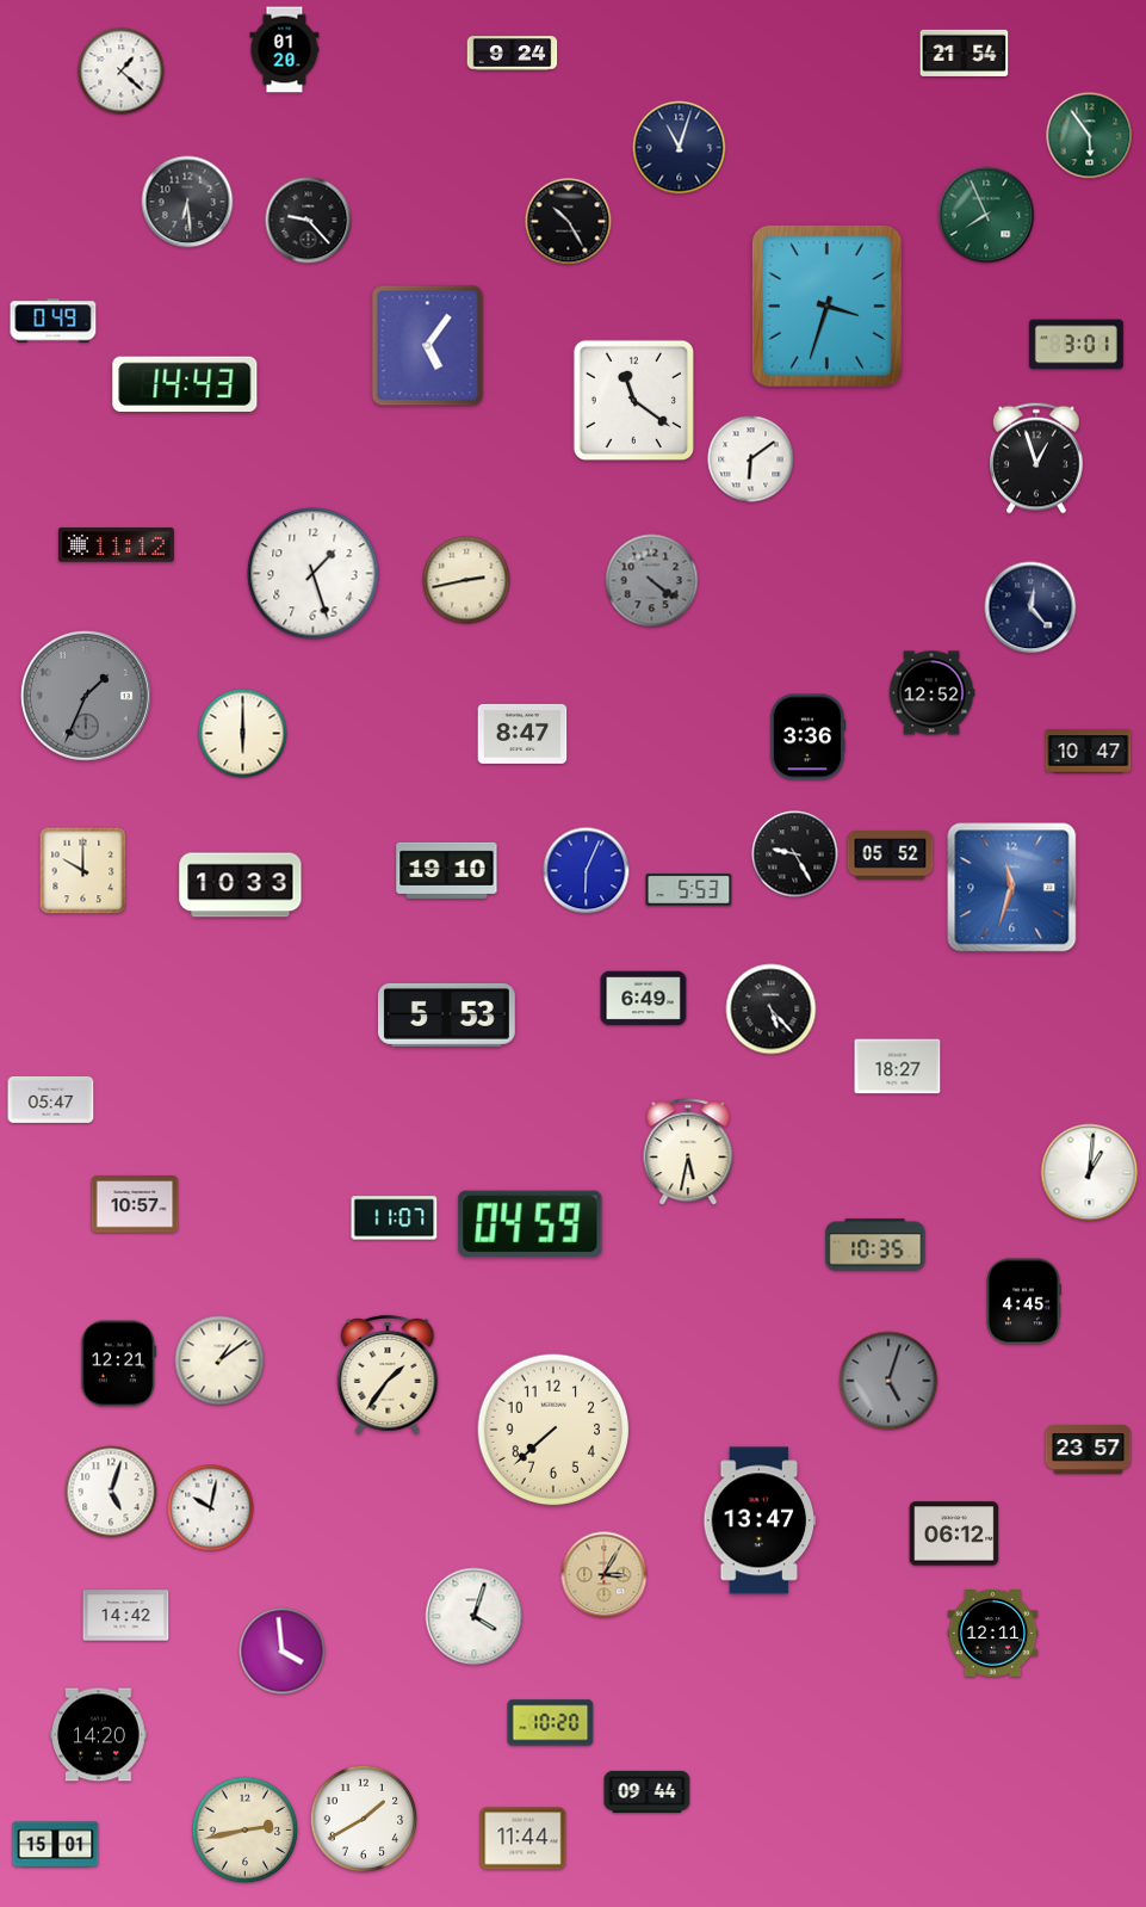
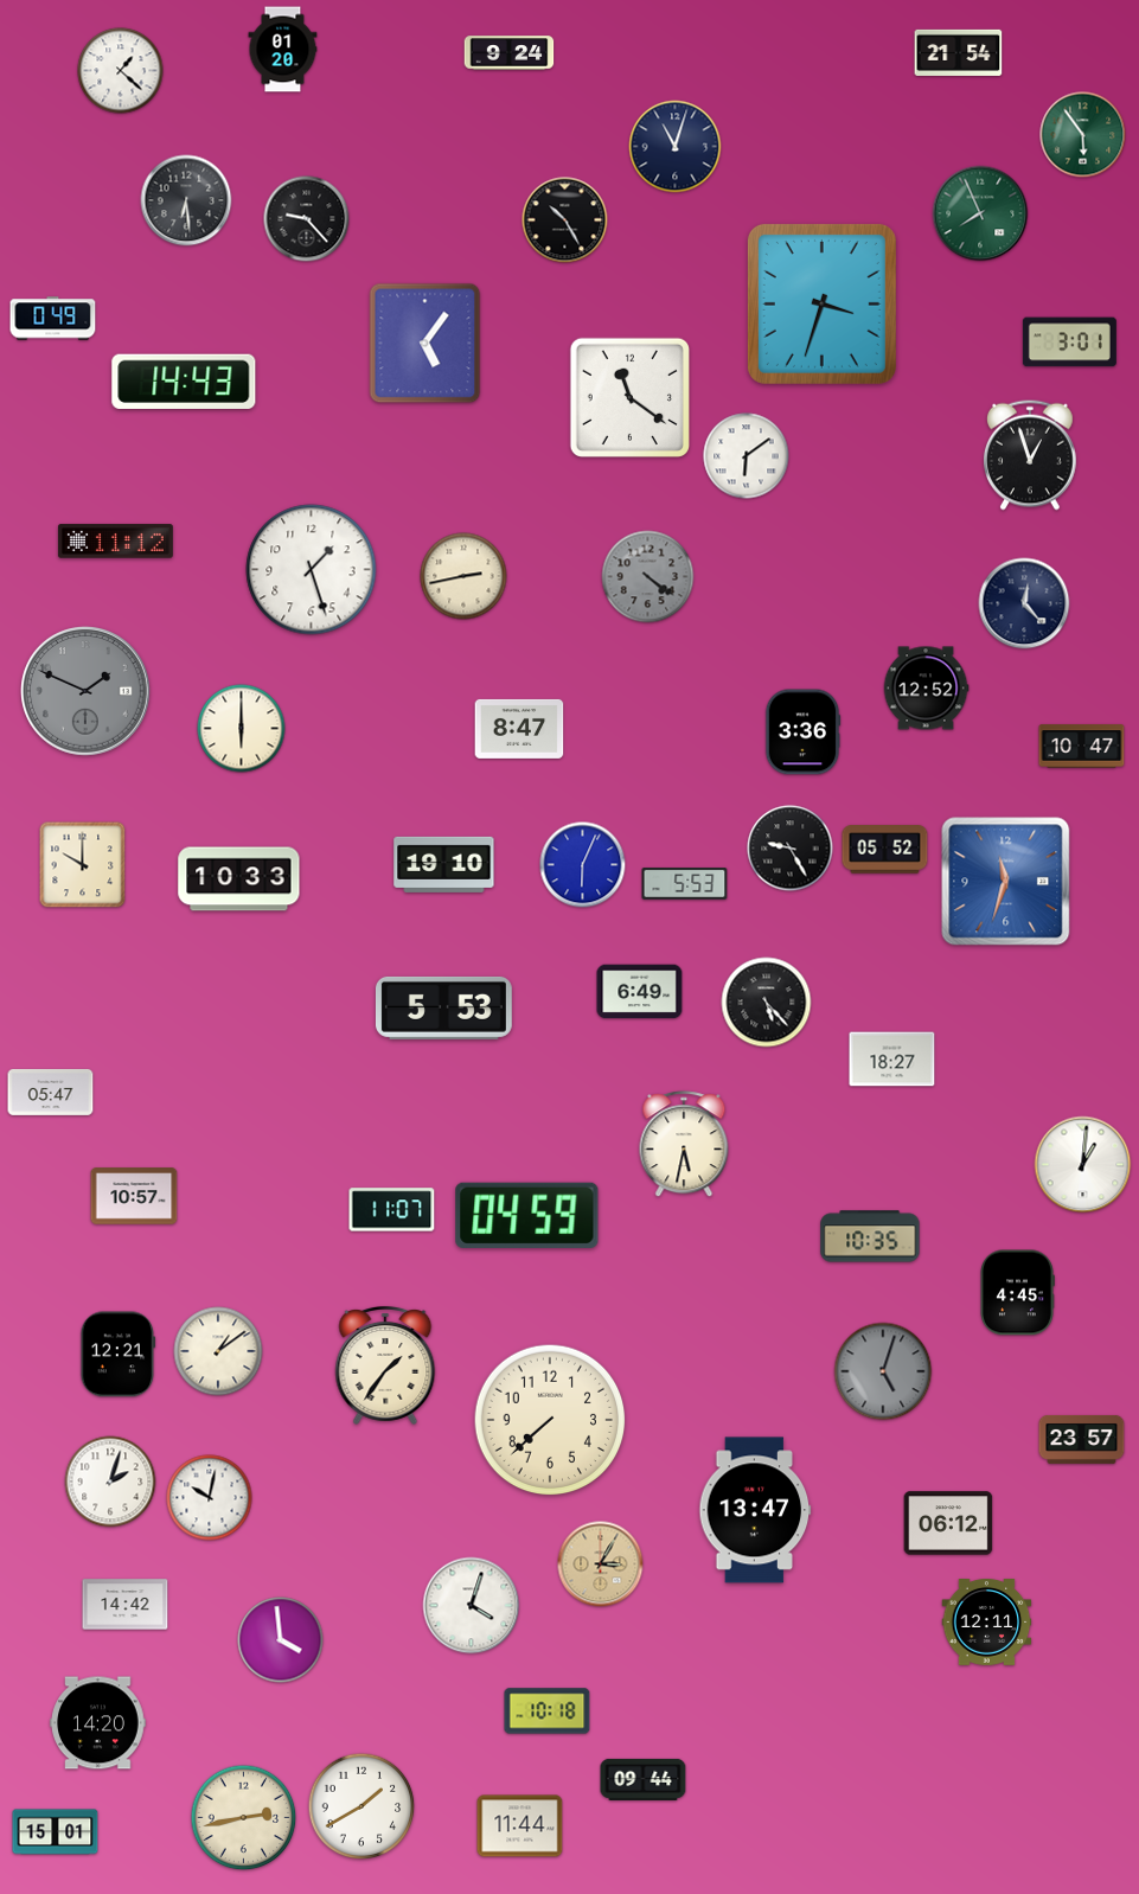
clock at (87, 697): 1:34 -> 1:49
clock at (111, 1492): 5:03 -> 2:03
clock at (551, 1723): 10:20 -> 10:18
